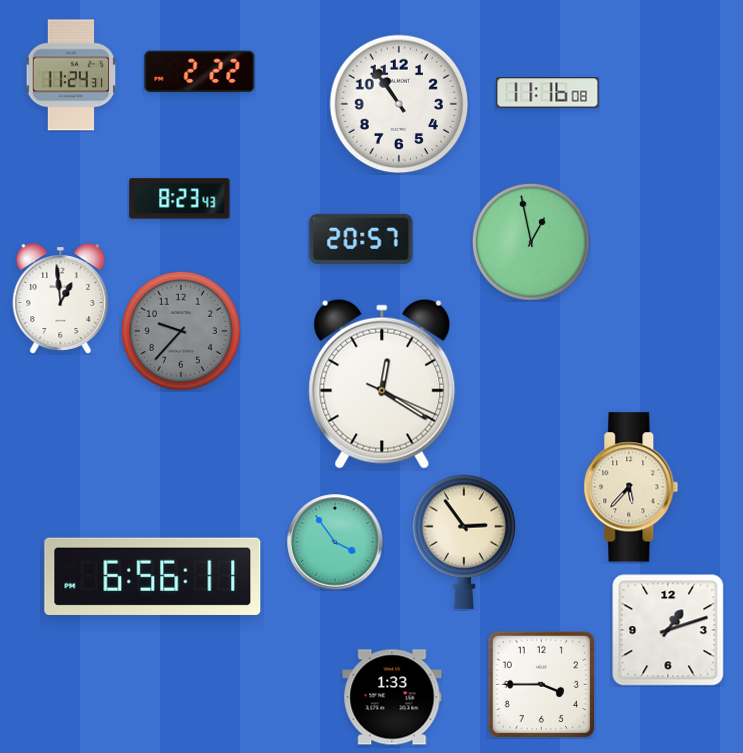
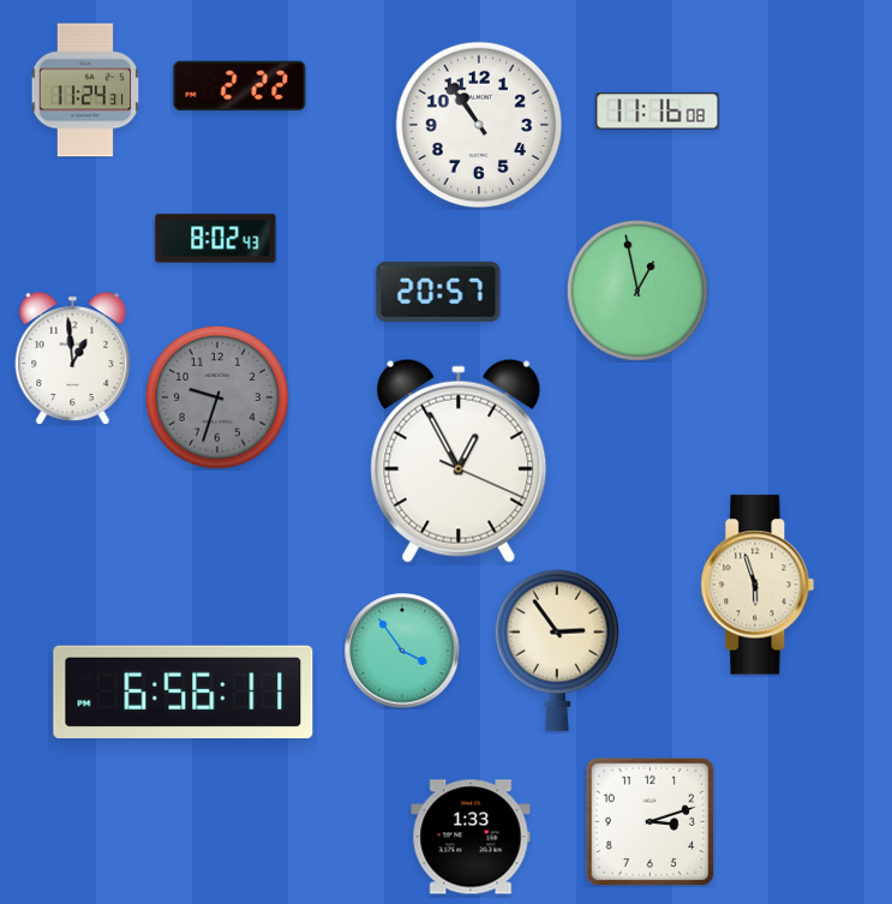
clock at (180, 199): 8:23 -> 8:02
clock at (361, 239) position: (361, 239) -> (438, 292)
clock at (181, 331): 9:37 -> 9:33
clock at (382, 384): 12:20 -> 12:55
clock at (631, 487): 5:37 -> 5:57
clock at (668, 630): 1:12 -> none
clock at (541, 684): 3:45 -> 3:12
